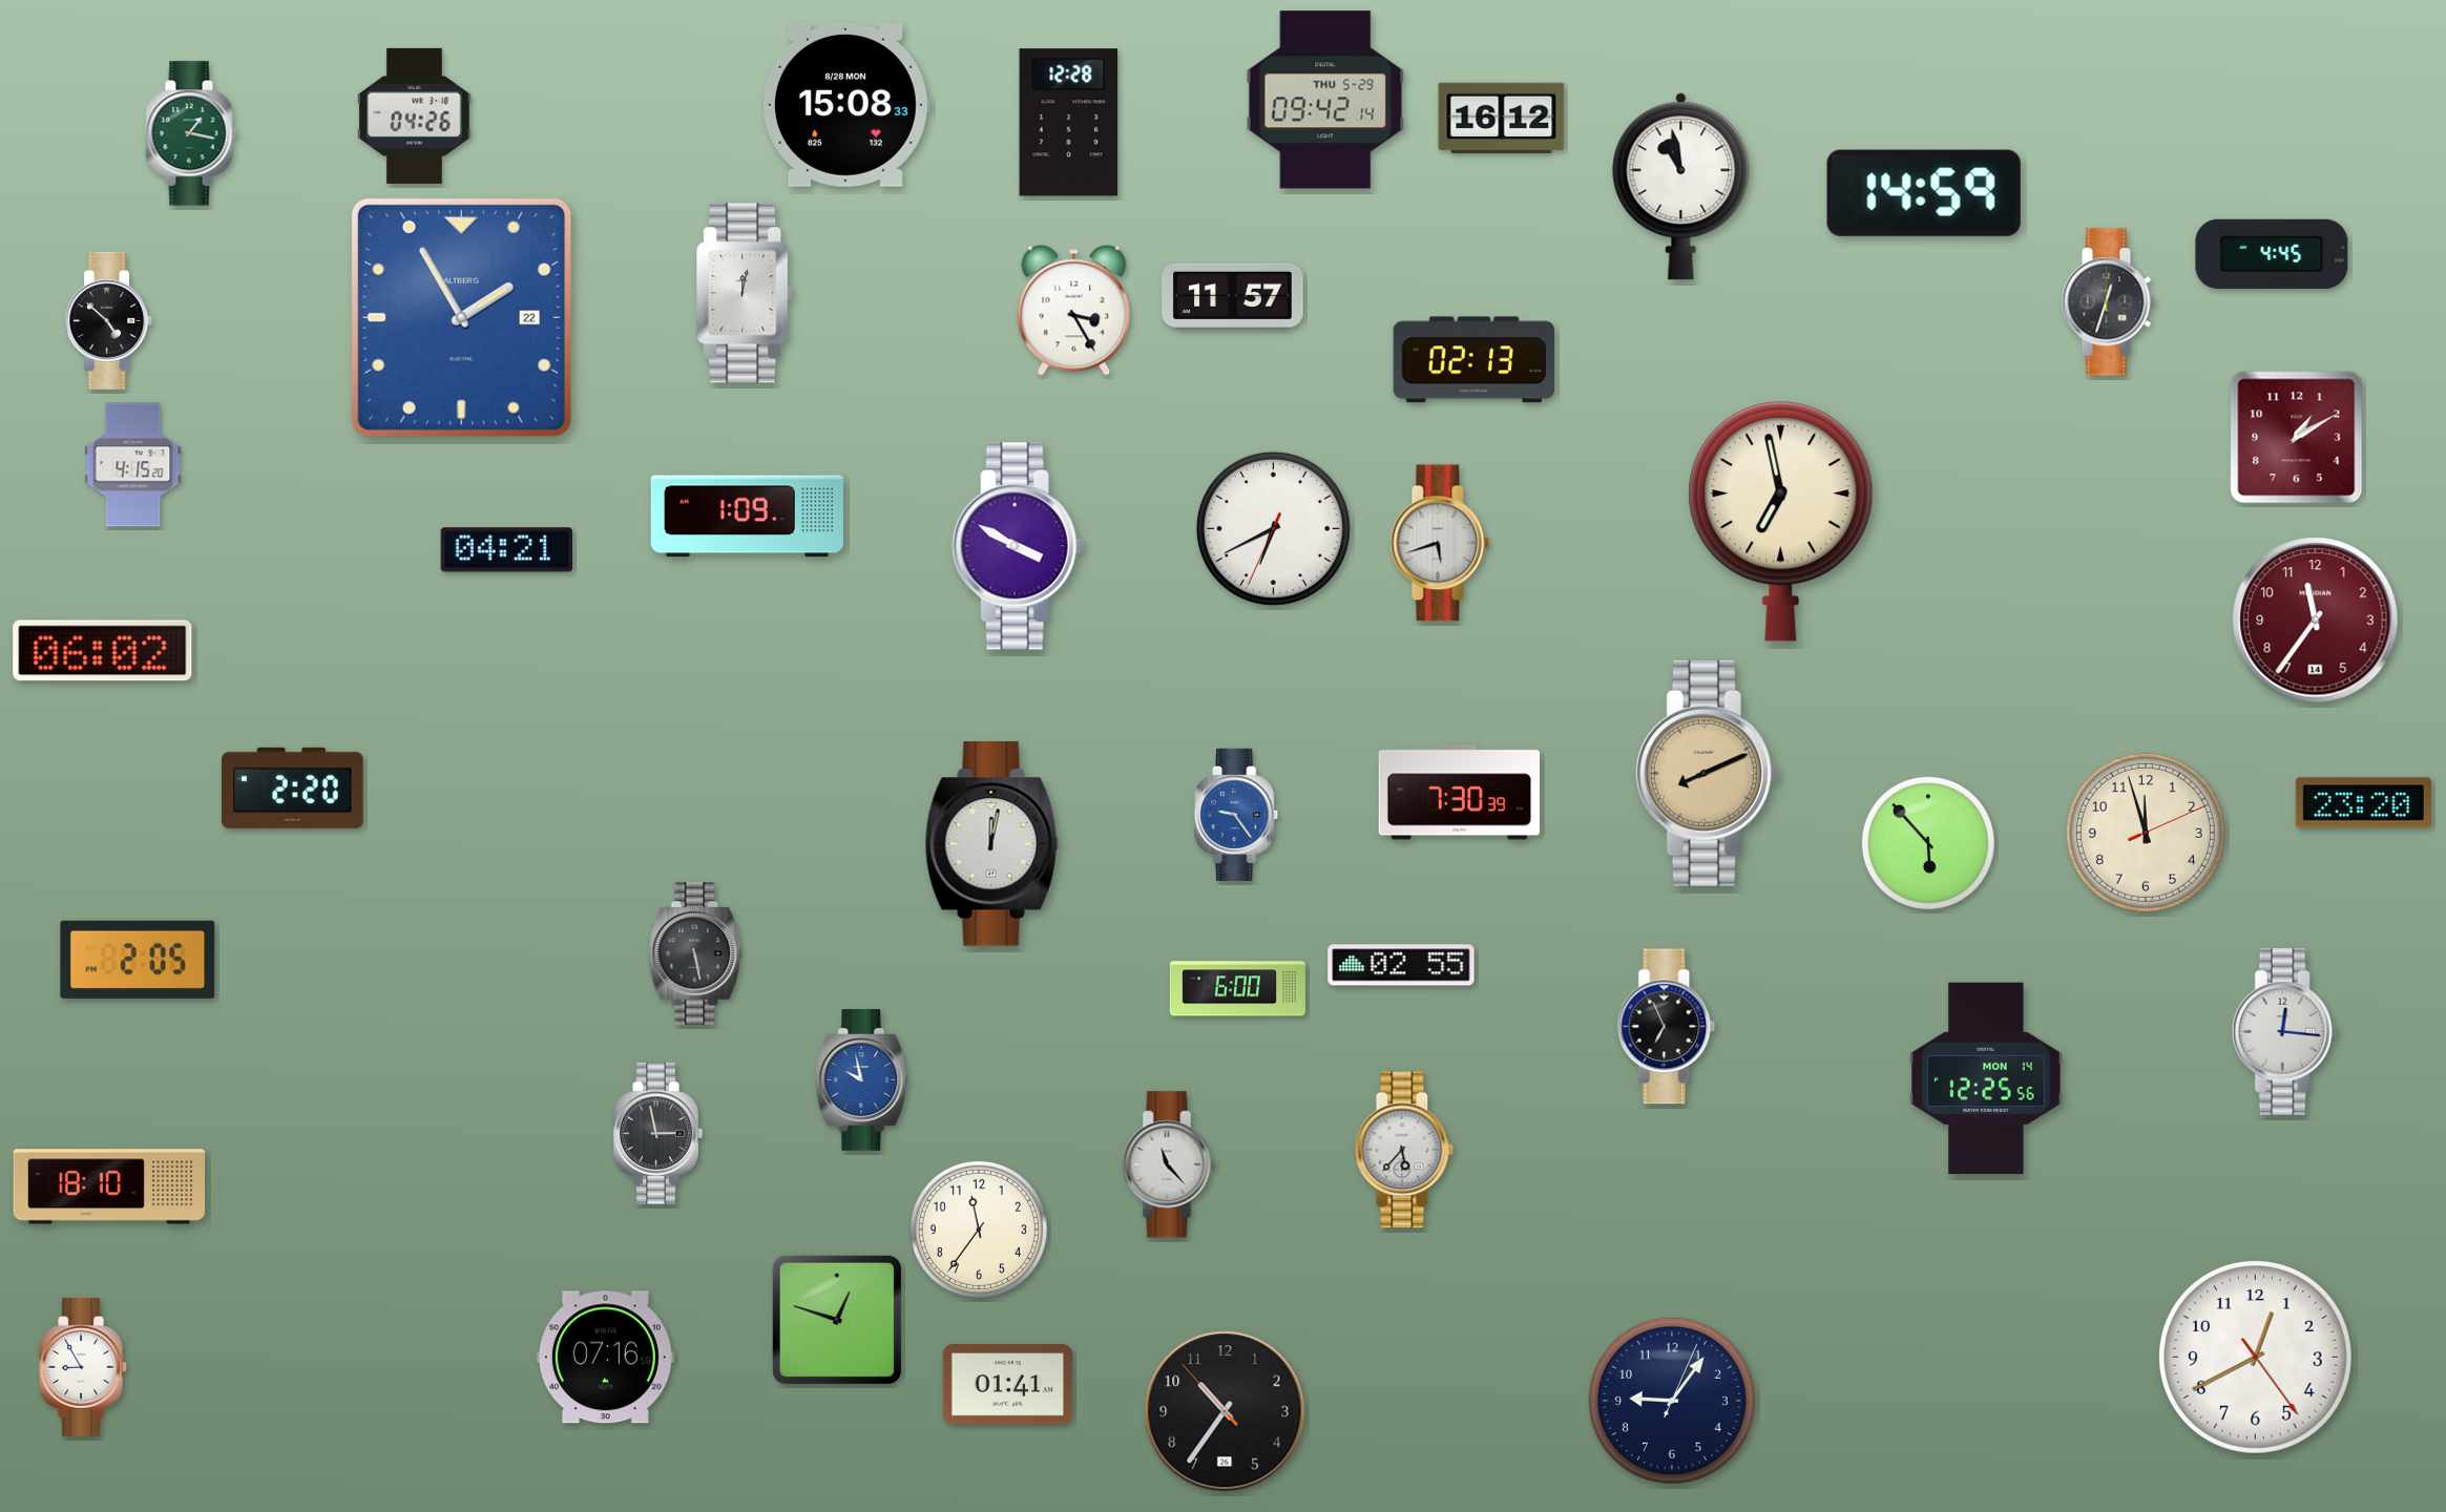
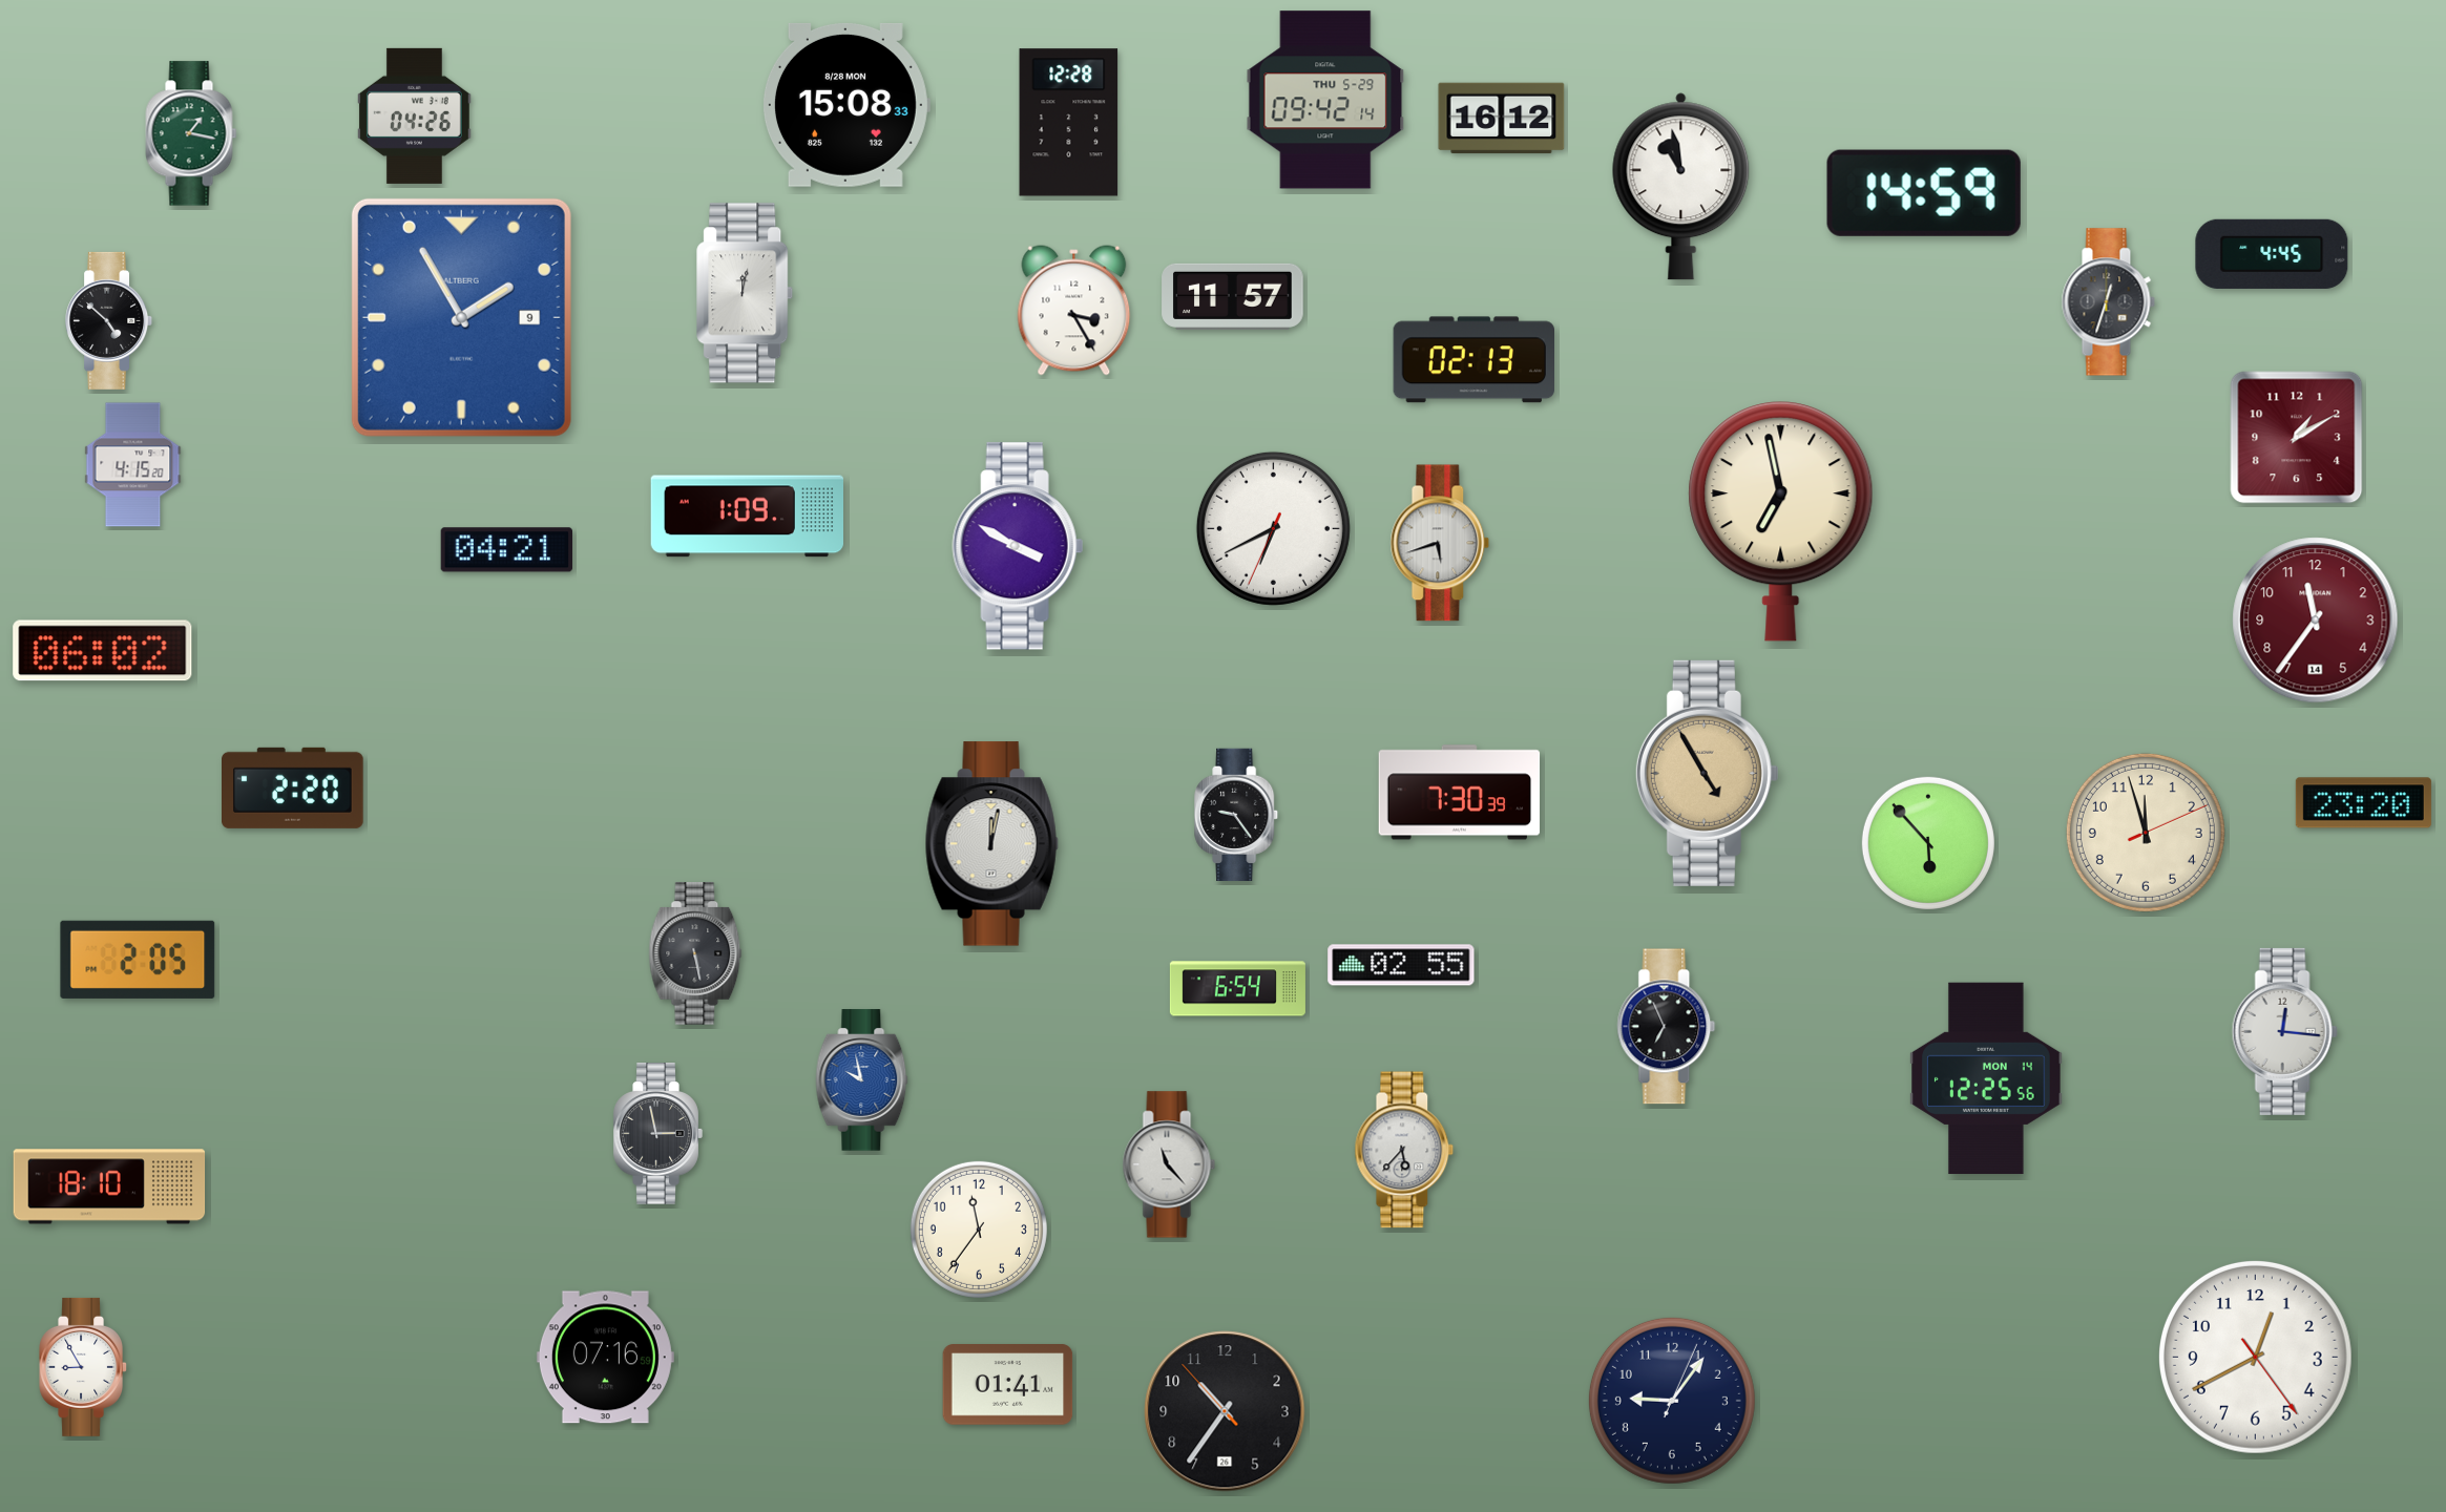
clock at (461, 317) date: 22 -> 9
clock at (1707, 773): 8:11 -> 4:55
clock at (1237, 814) dial: blue -> black
clock at (1237, 989): 6:00 -> 6:54
clock at (837, 1320): 12:48 -> none
